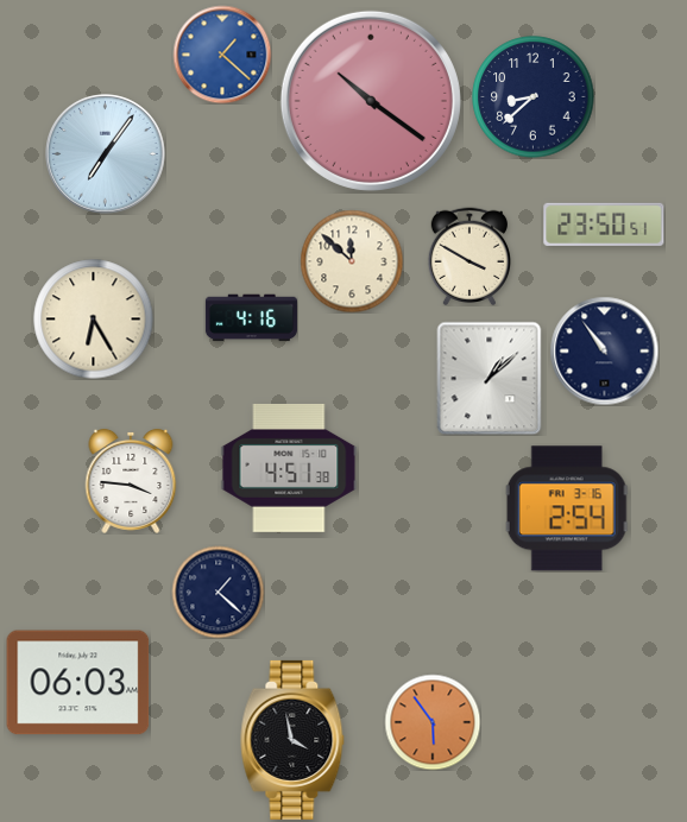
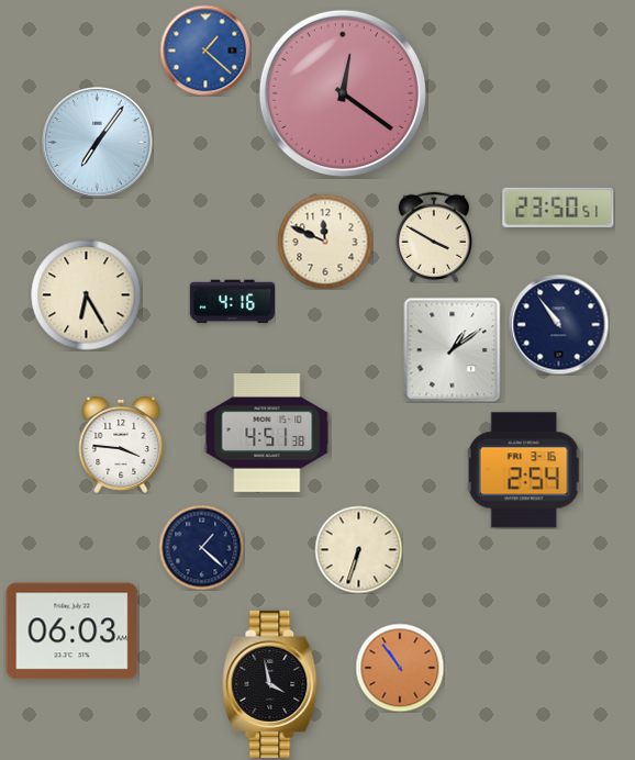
clock at (534, 97): 8:38 -> none
clock at (371, 101): 10:21 -> 12:21
clock at (352, 261): 11:52 -> 11:49
clock at (251, 318) position: (251, 318) -> (232, 302)
clock at (490, 378): 1:08 -> 1:09
clock at (358, 549): none -> 6:33
clock at (433, 722): 5:54 -> 10:54
